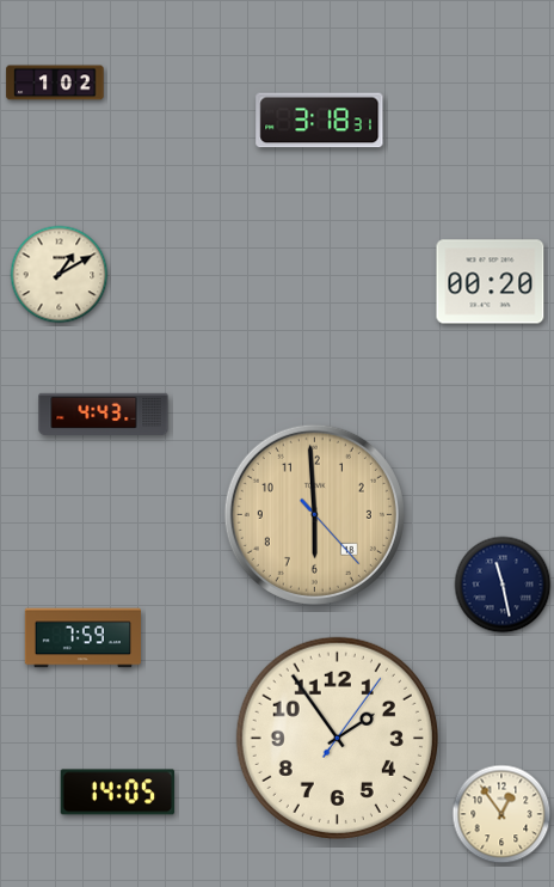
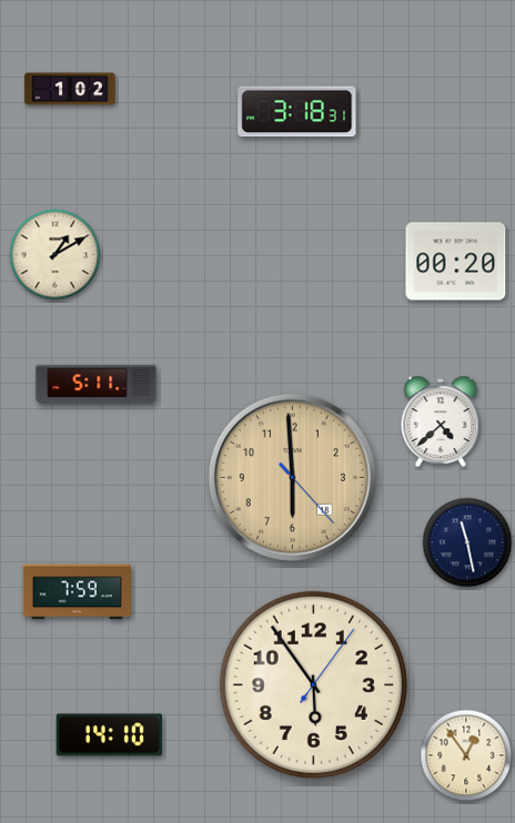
clock at (55, 82) position: (55, 82) -> (70, 89)
clock at (104, 414): 4:43 -> 5:11
clock at (441, 421): none -> 4:38
clock at (337, 738): 1:54 -> 5:54
clock at (118, 793): 14:05 -> 14:10
